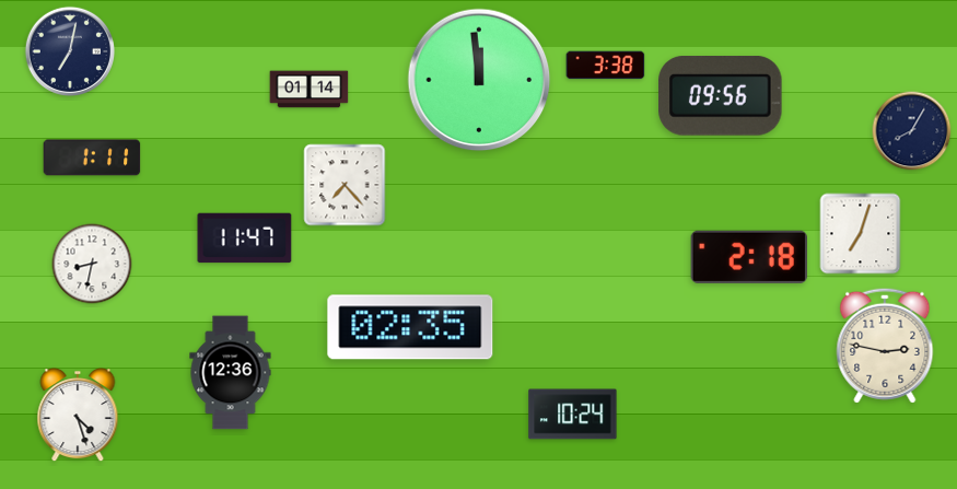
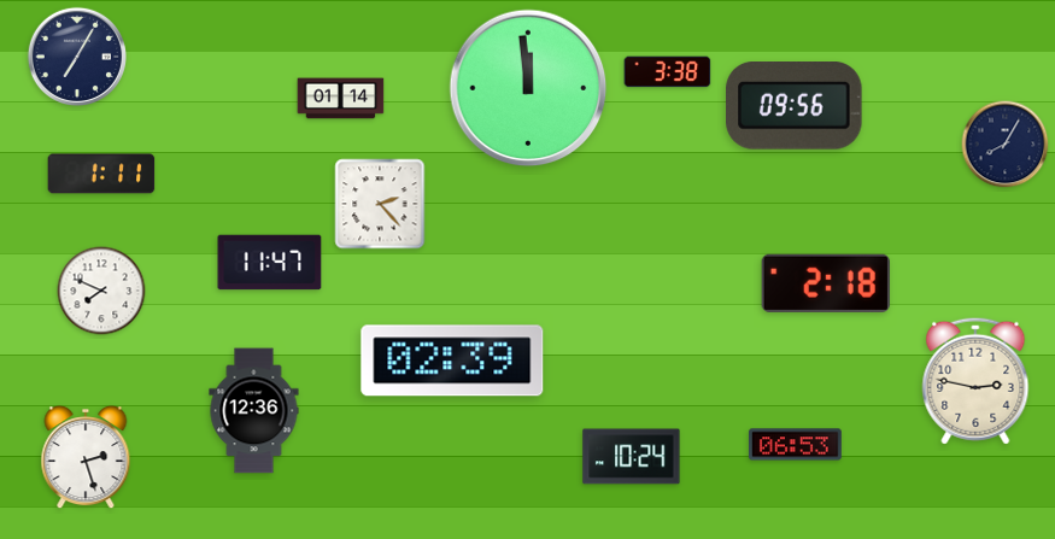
clock at (69, 50): 7:02 -> 7:05
clock at (345, 185): 7:23 -> 2:23
clock at (861, 234): 7:03 -> none
clock at (92, 264): 8:32 -> 7:49
clock at (410, 327): 02:35 -> 02:39
clock at (796, 445): none -> 06:53
clock at (78, 416): 4:27 -> 2:27
